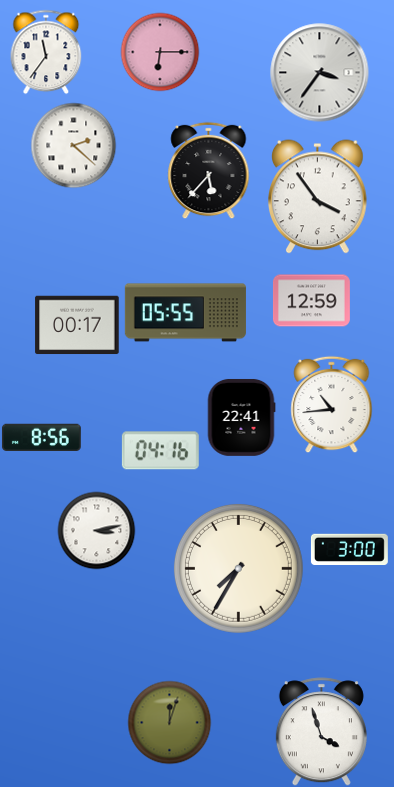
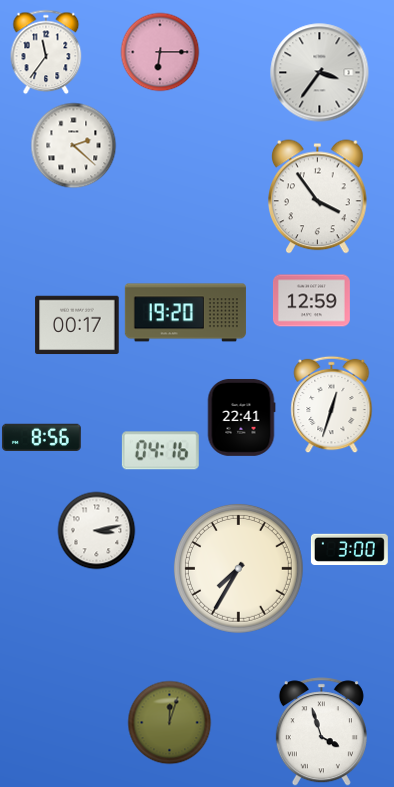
clock at (209, 170): 5:37 -> none
clock at (185, 313): 05:55 -> 19:20
clock at (332, 404): 10:44 -> 12:33
